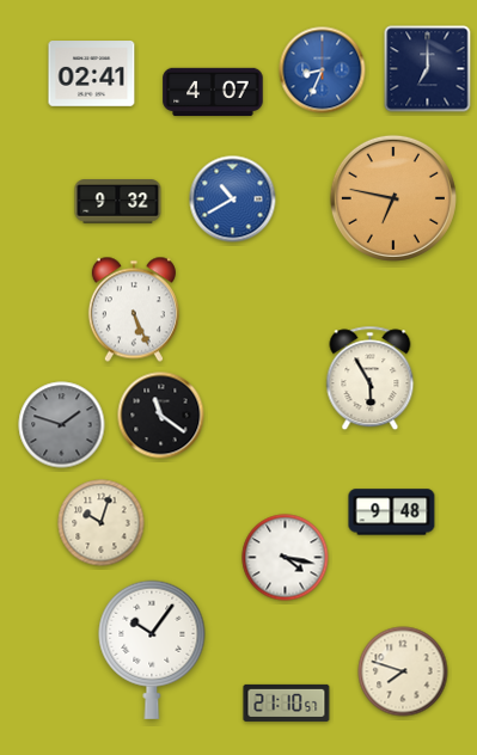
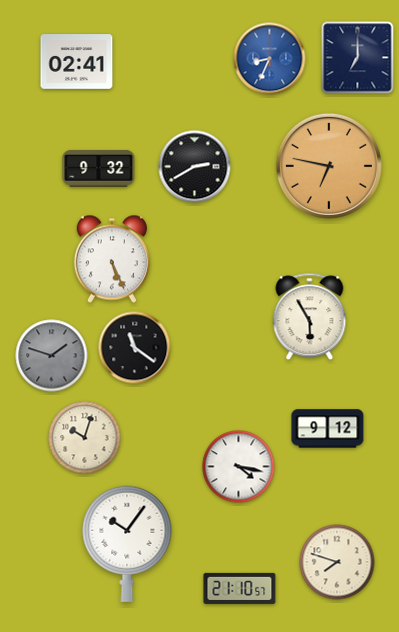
clock at (213, 92): 4:07 -> none
clock at (233, 200): 10:40 -> 2:40
clock at (233, 200) dial: blue -> black
clock at (392, 512): 9:48 -> 9:12
